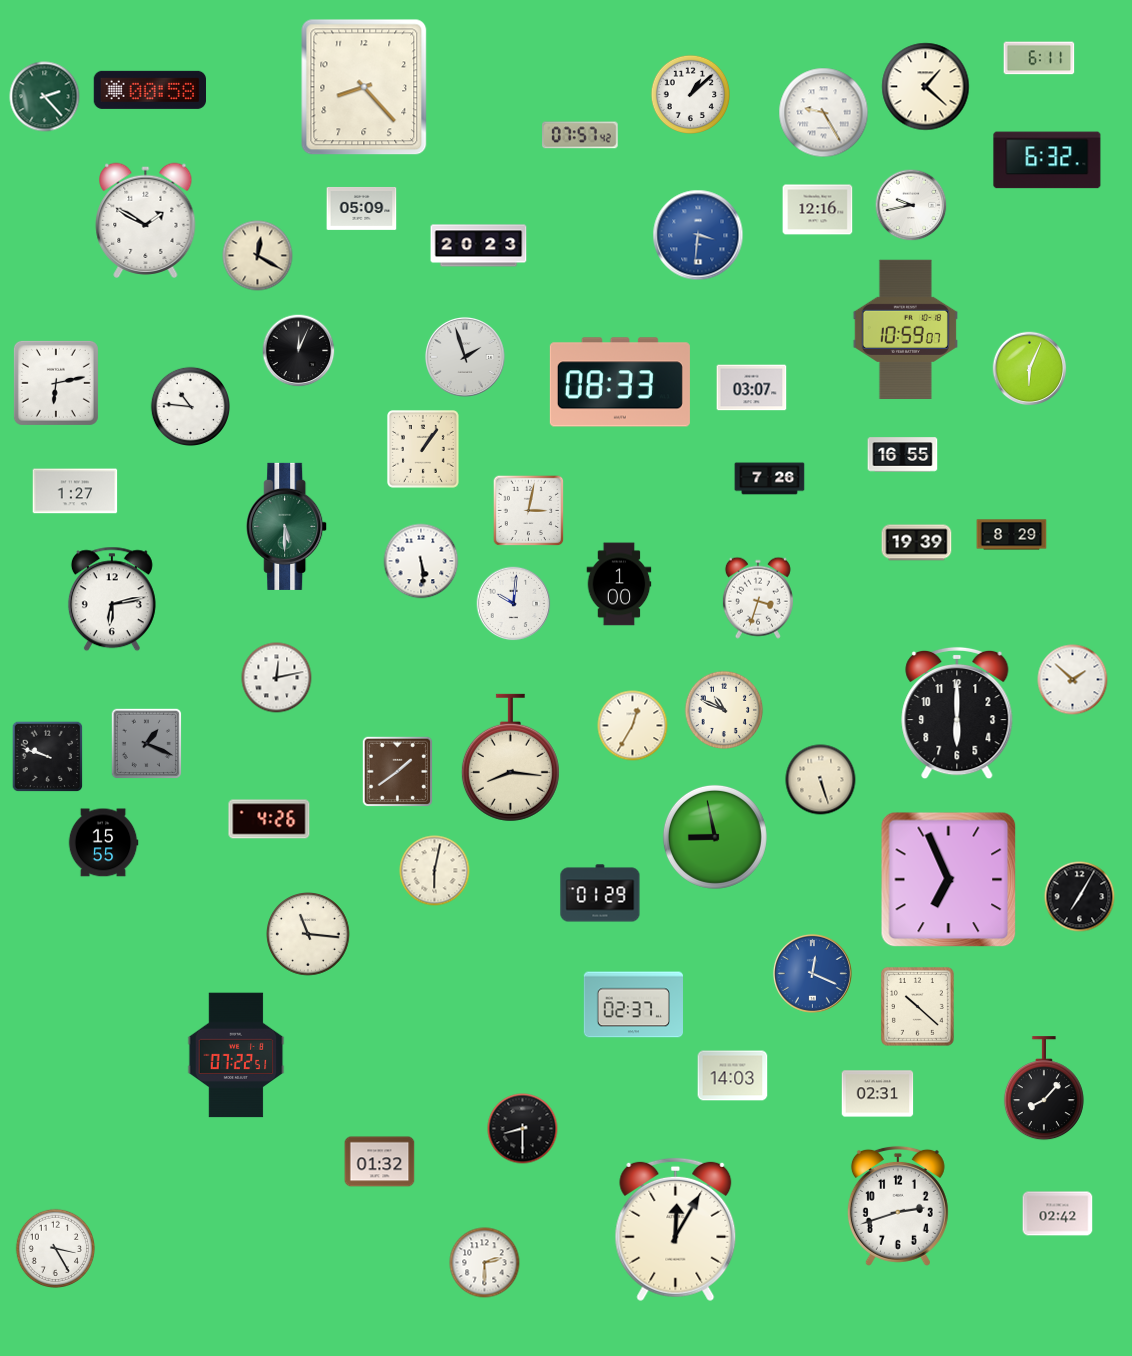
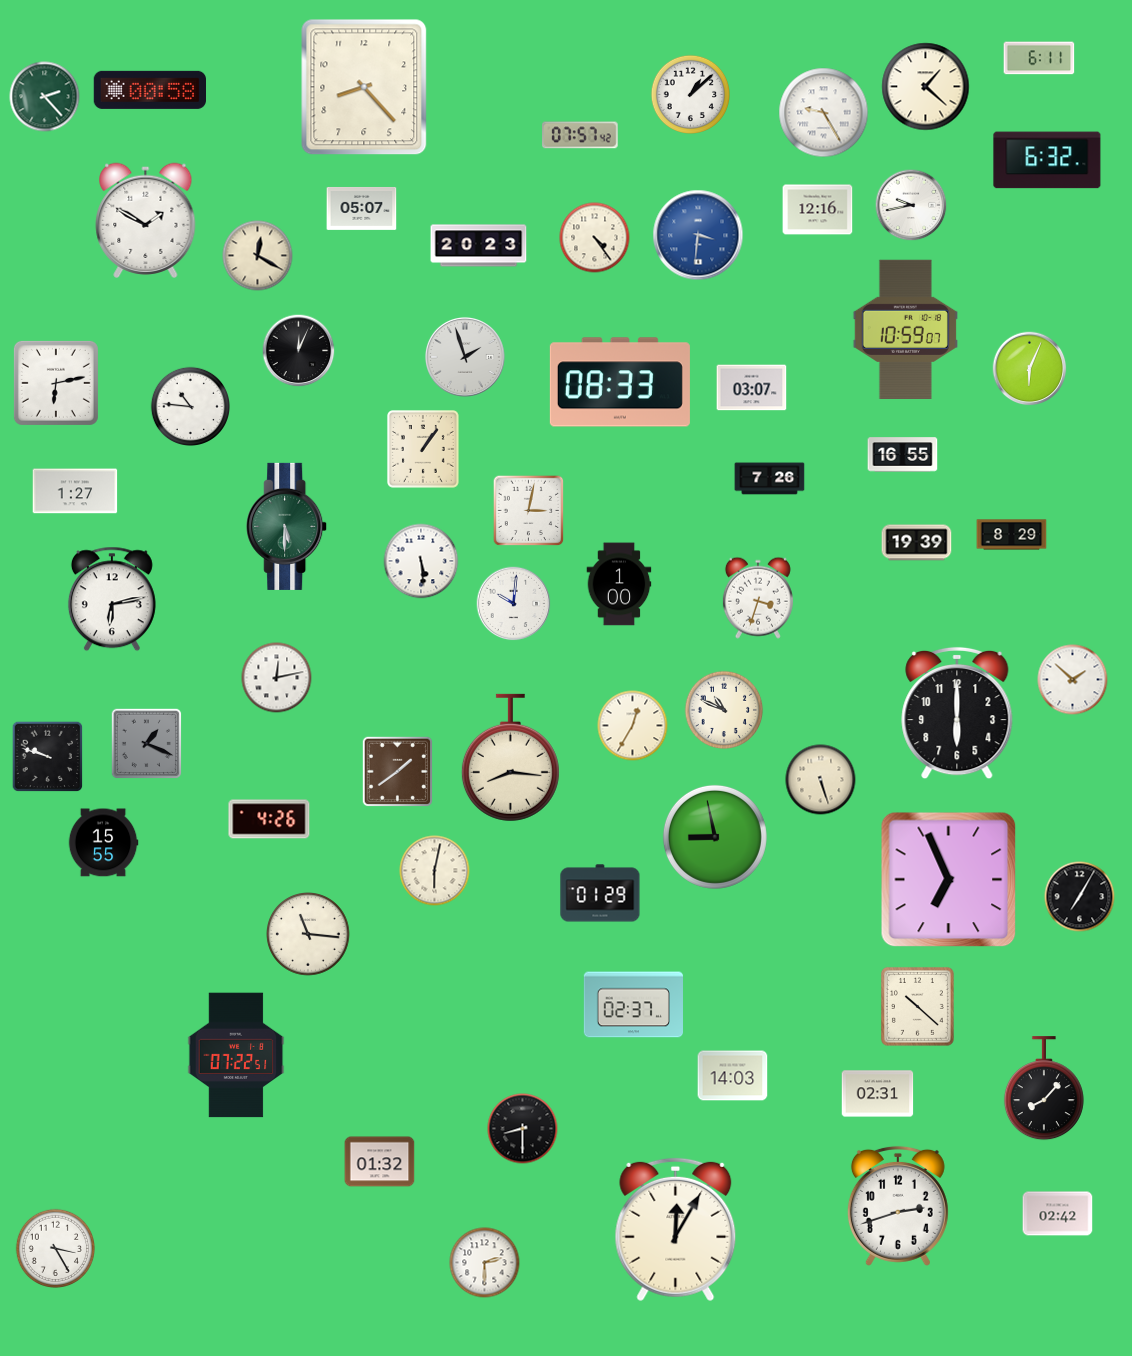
clock at (362, 208): 05:09 -> 05:07
clock at (595, 238): none -> 4:24
clock at (812, 973): 12:19 -> none
